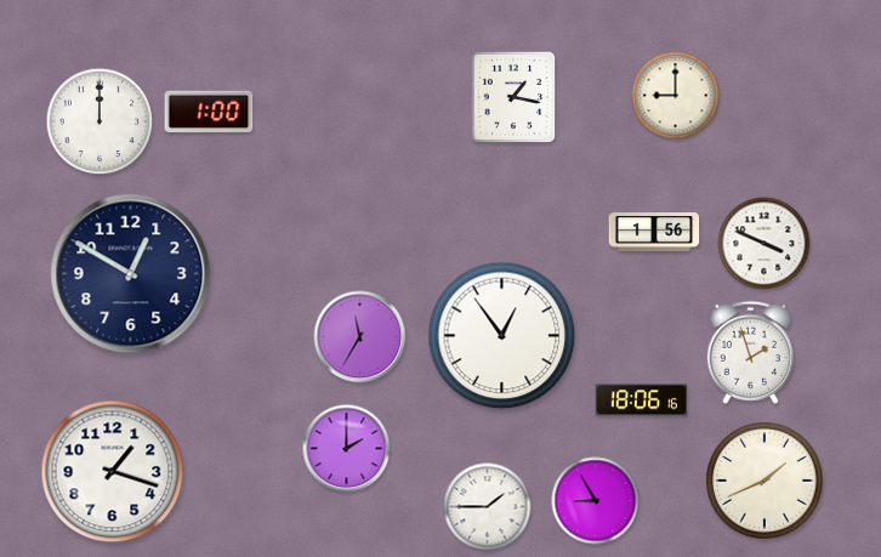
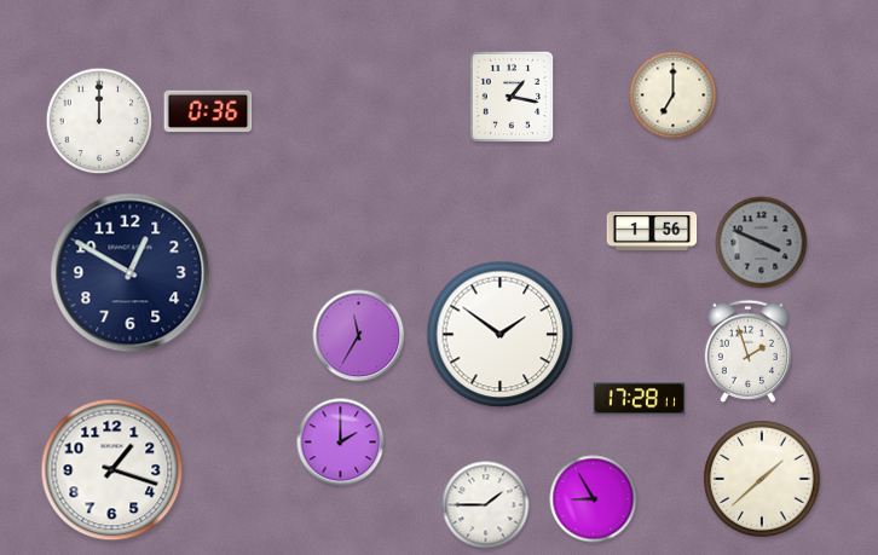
clock at (676, 96): 9:00 -> 7:00
clock at (209, 112): 1:00 -> 0:36
clock at (765, 244) dial: white -> grey
clock at (502, 336): 12:54 -> 1:51
clock at (642, 400): 18:06 -> 17:28
clock at (347, 449) position: (347, 449) -> (341, 443)
clock at (766, 482): 1:41 -> 1:38
